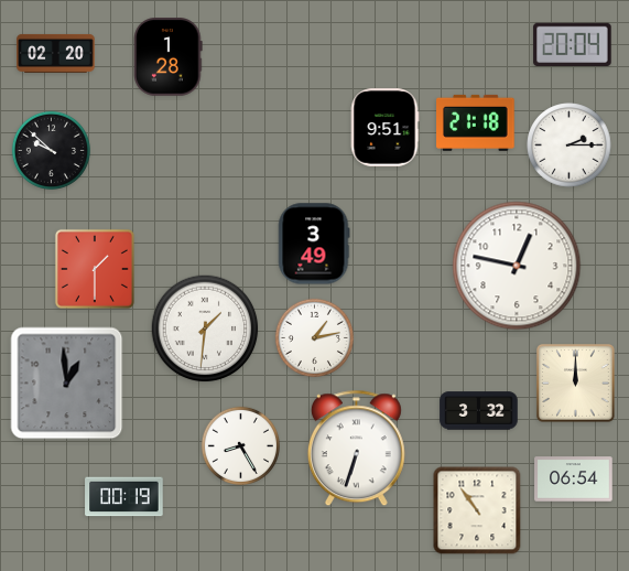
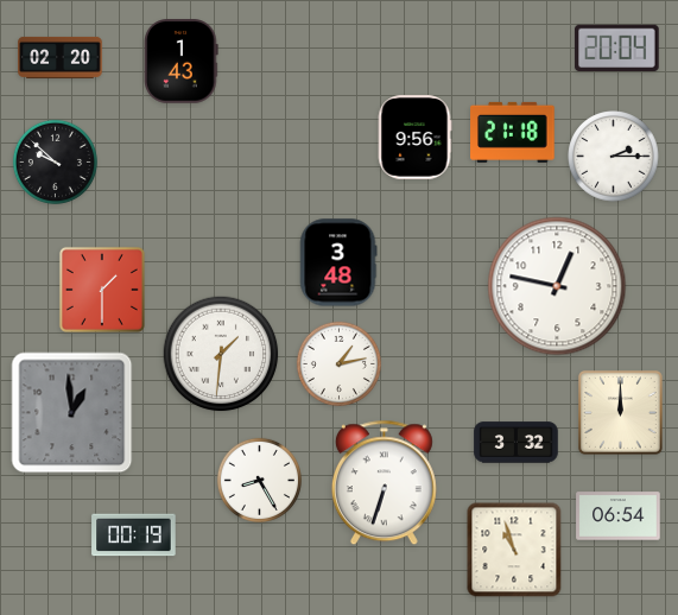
clock at (169, 57): 1:28 -> 1:43
clock at (384, 128): 9:51 -> 9:56
clock at (314, 244): 3:49 -> 3:48
clock at (477, 510): 10:54 -> 10:57
